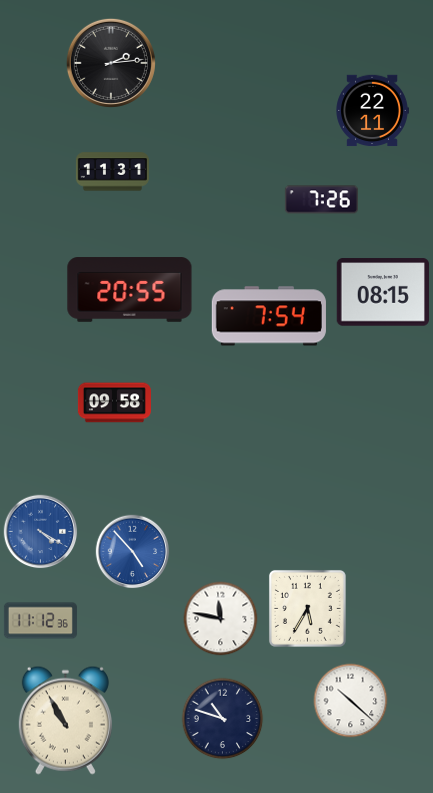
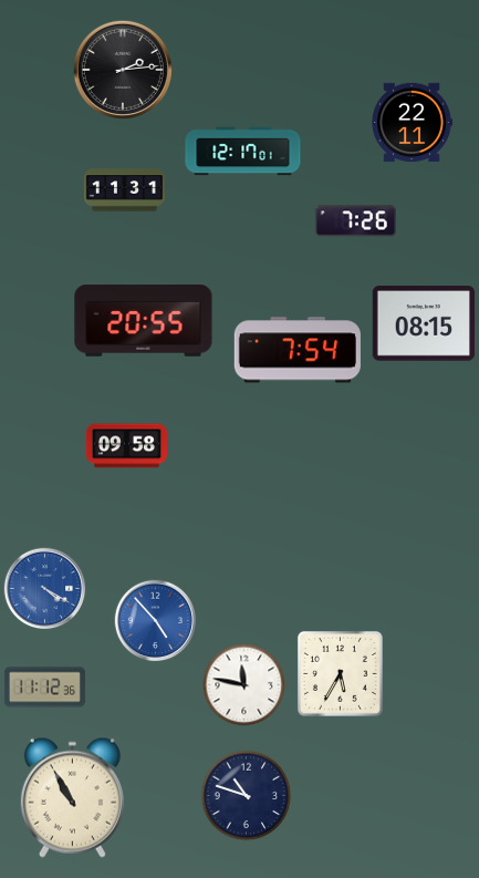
clock at (243, 152): none -> 12:17
clock at (133, 552) position: (133, 552) -> (156, 621)
clock at (351, 701): 10:22 -> none
